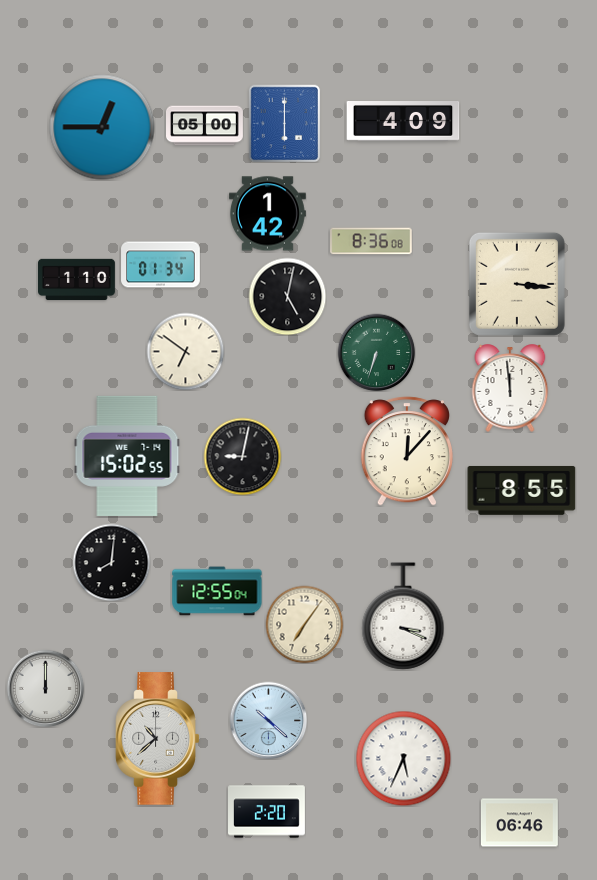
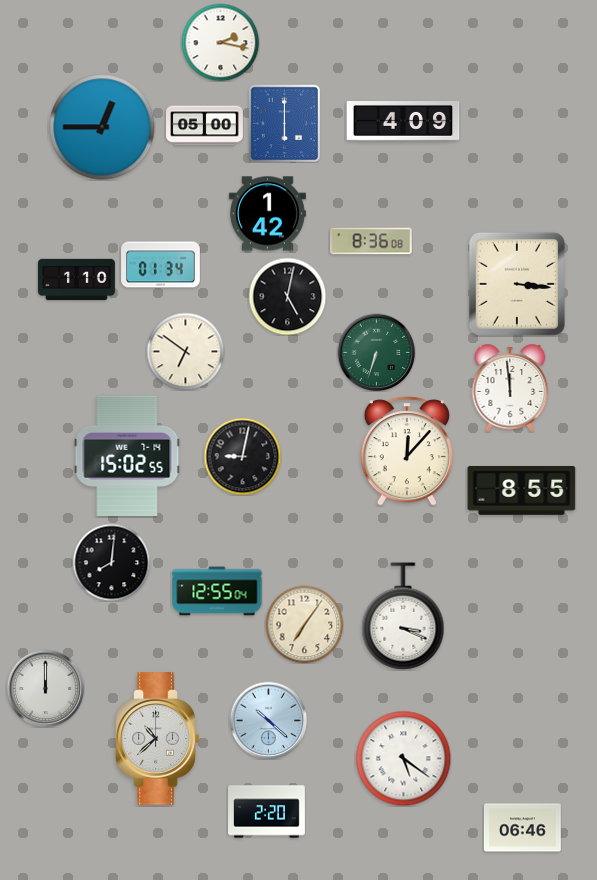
clock at (220, 42): none -> 2:17
clock at (403, 758): 5:34 -> 5:21
clock at (519, 823) position: (519, 823) -> (522, 828)
